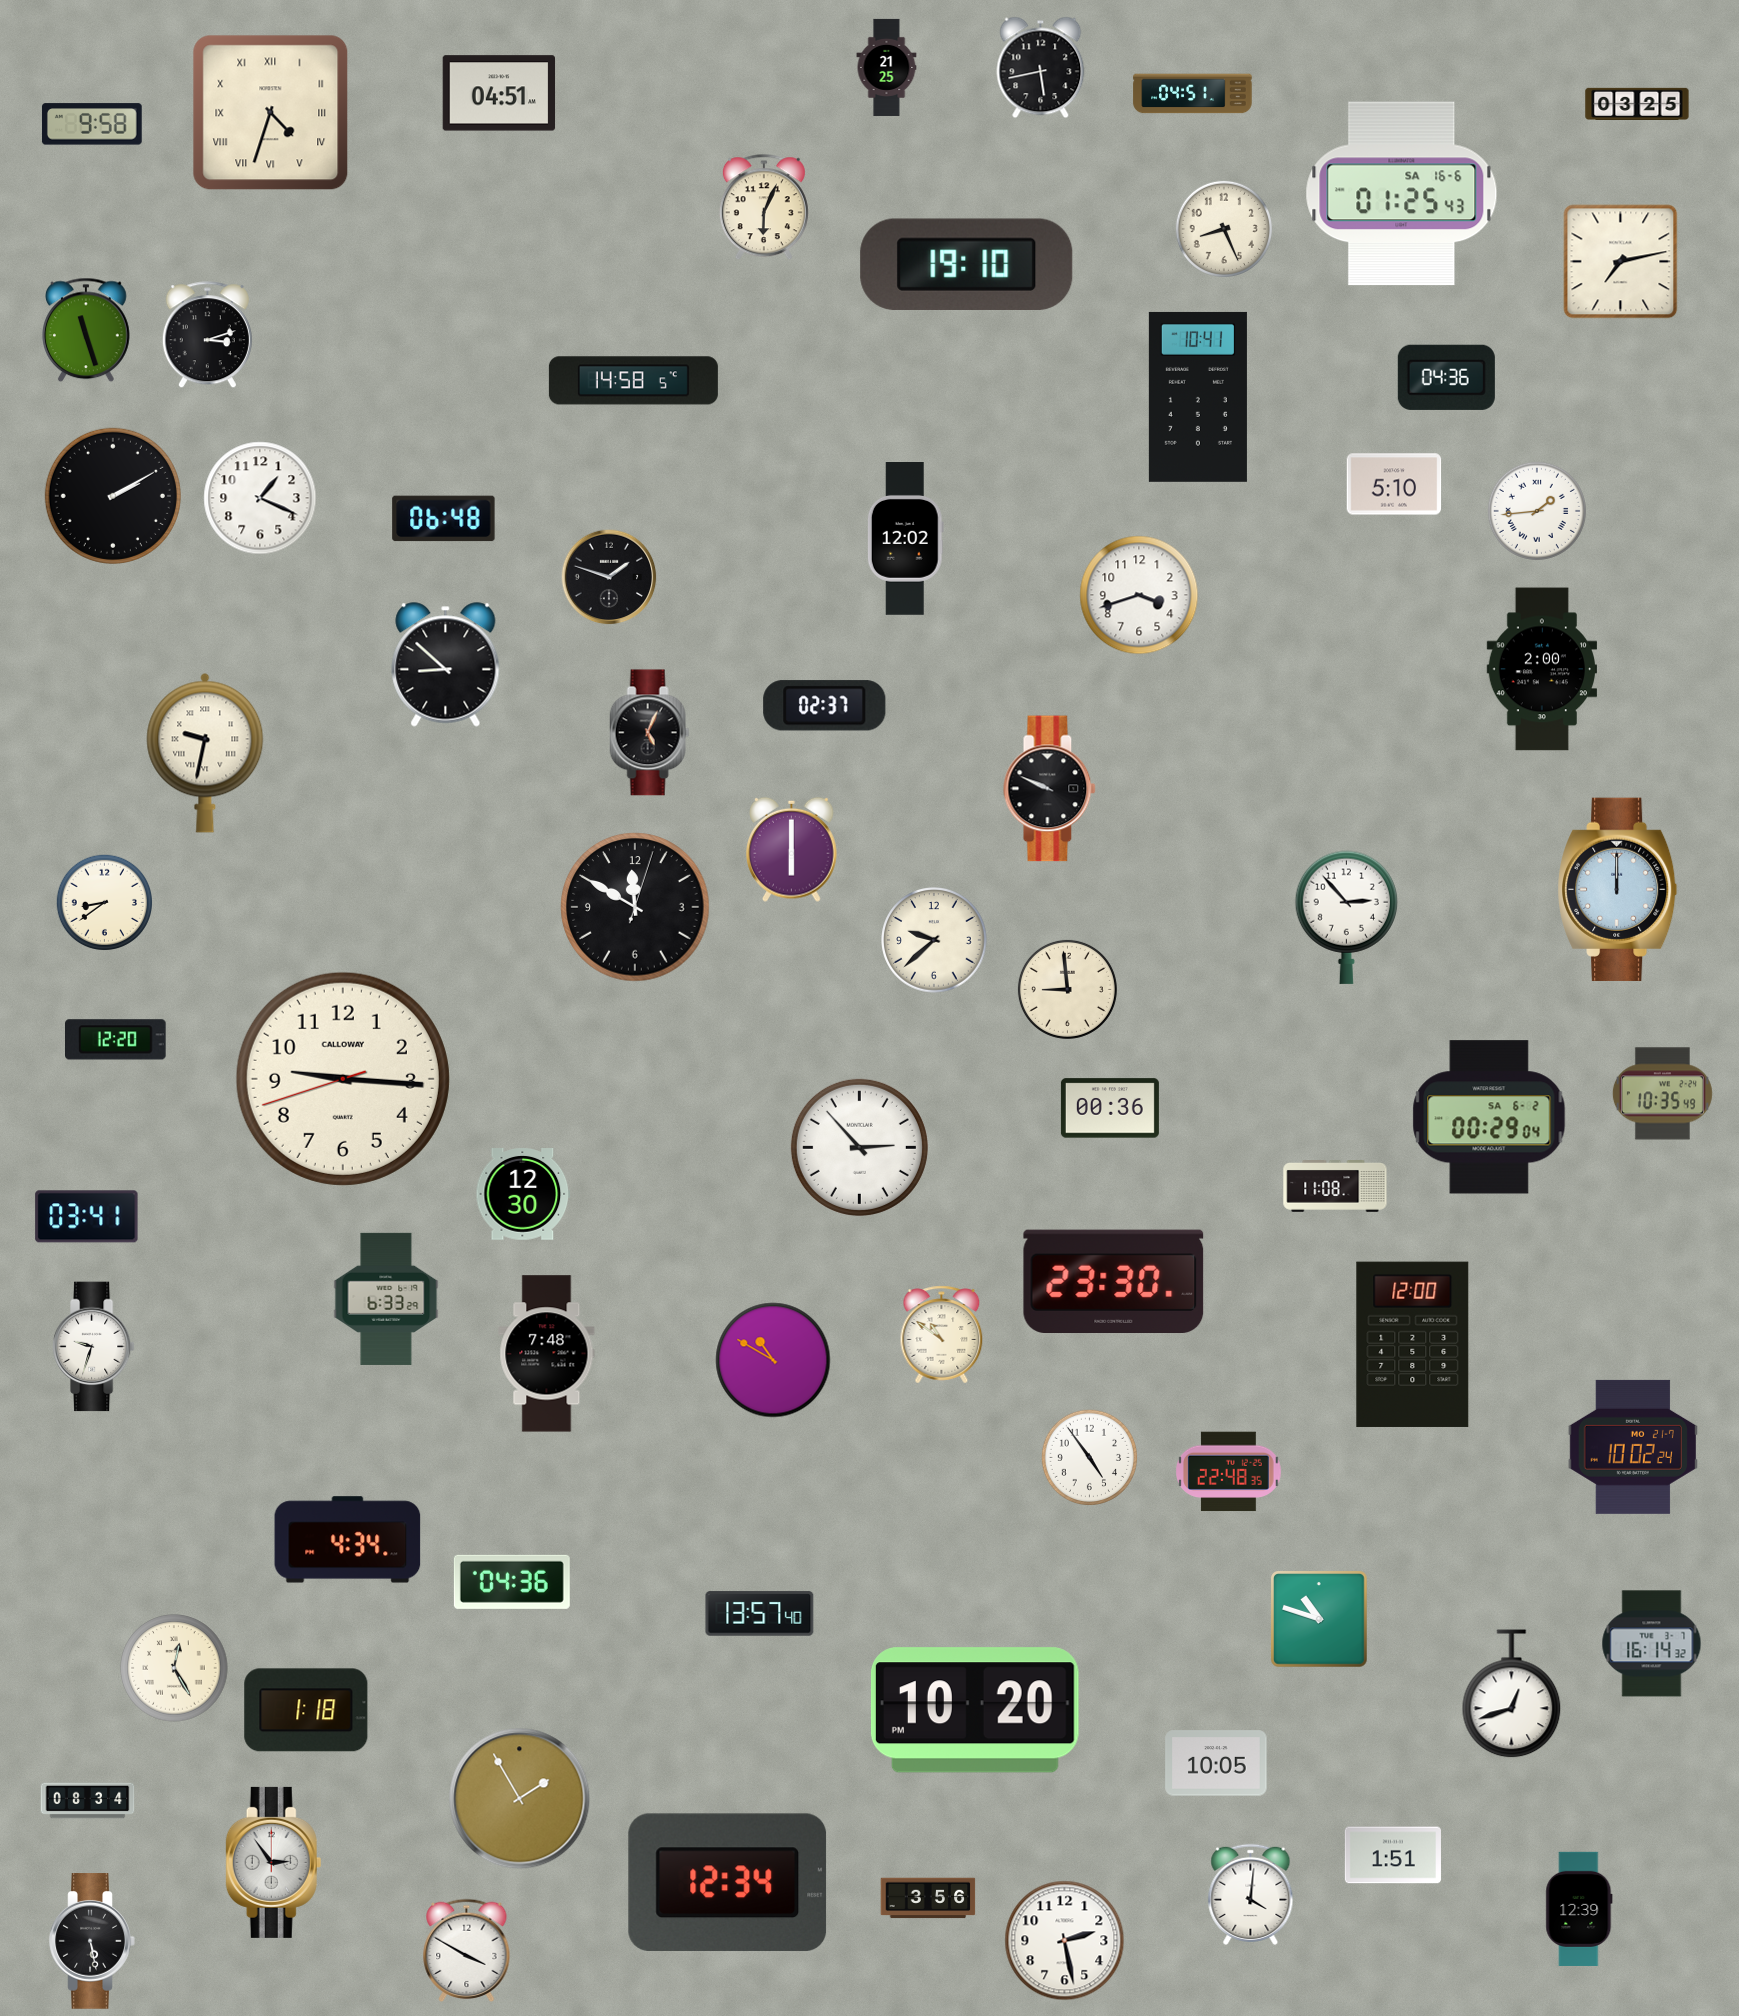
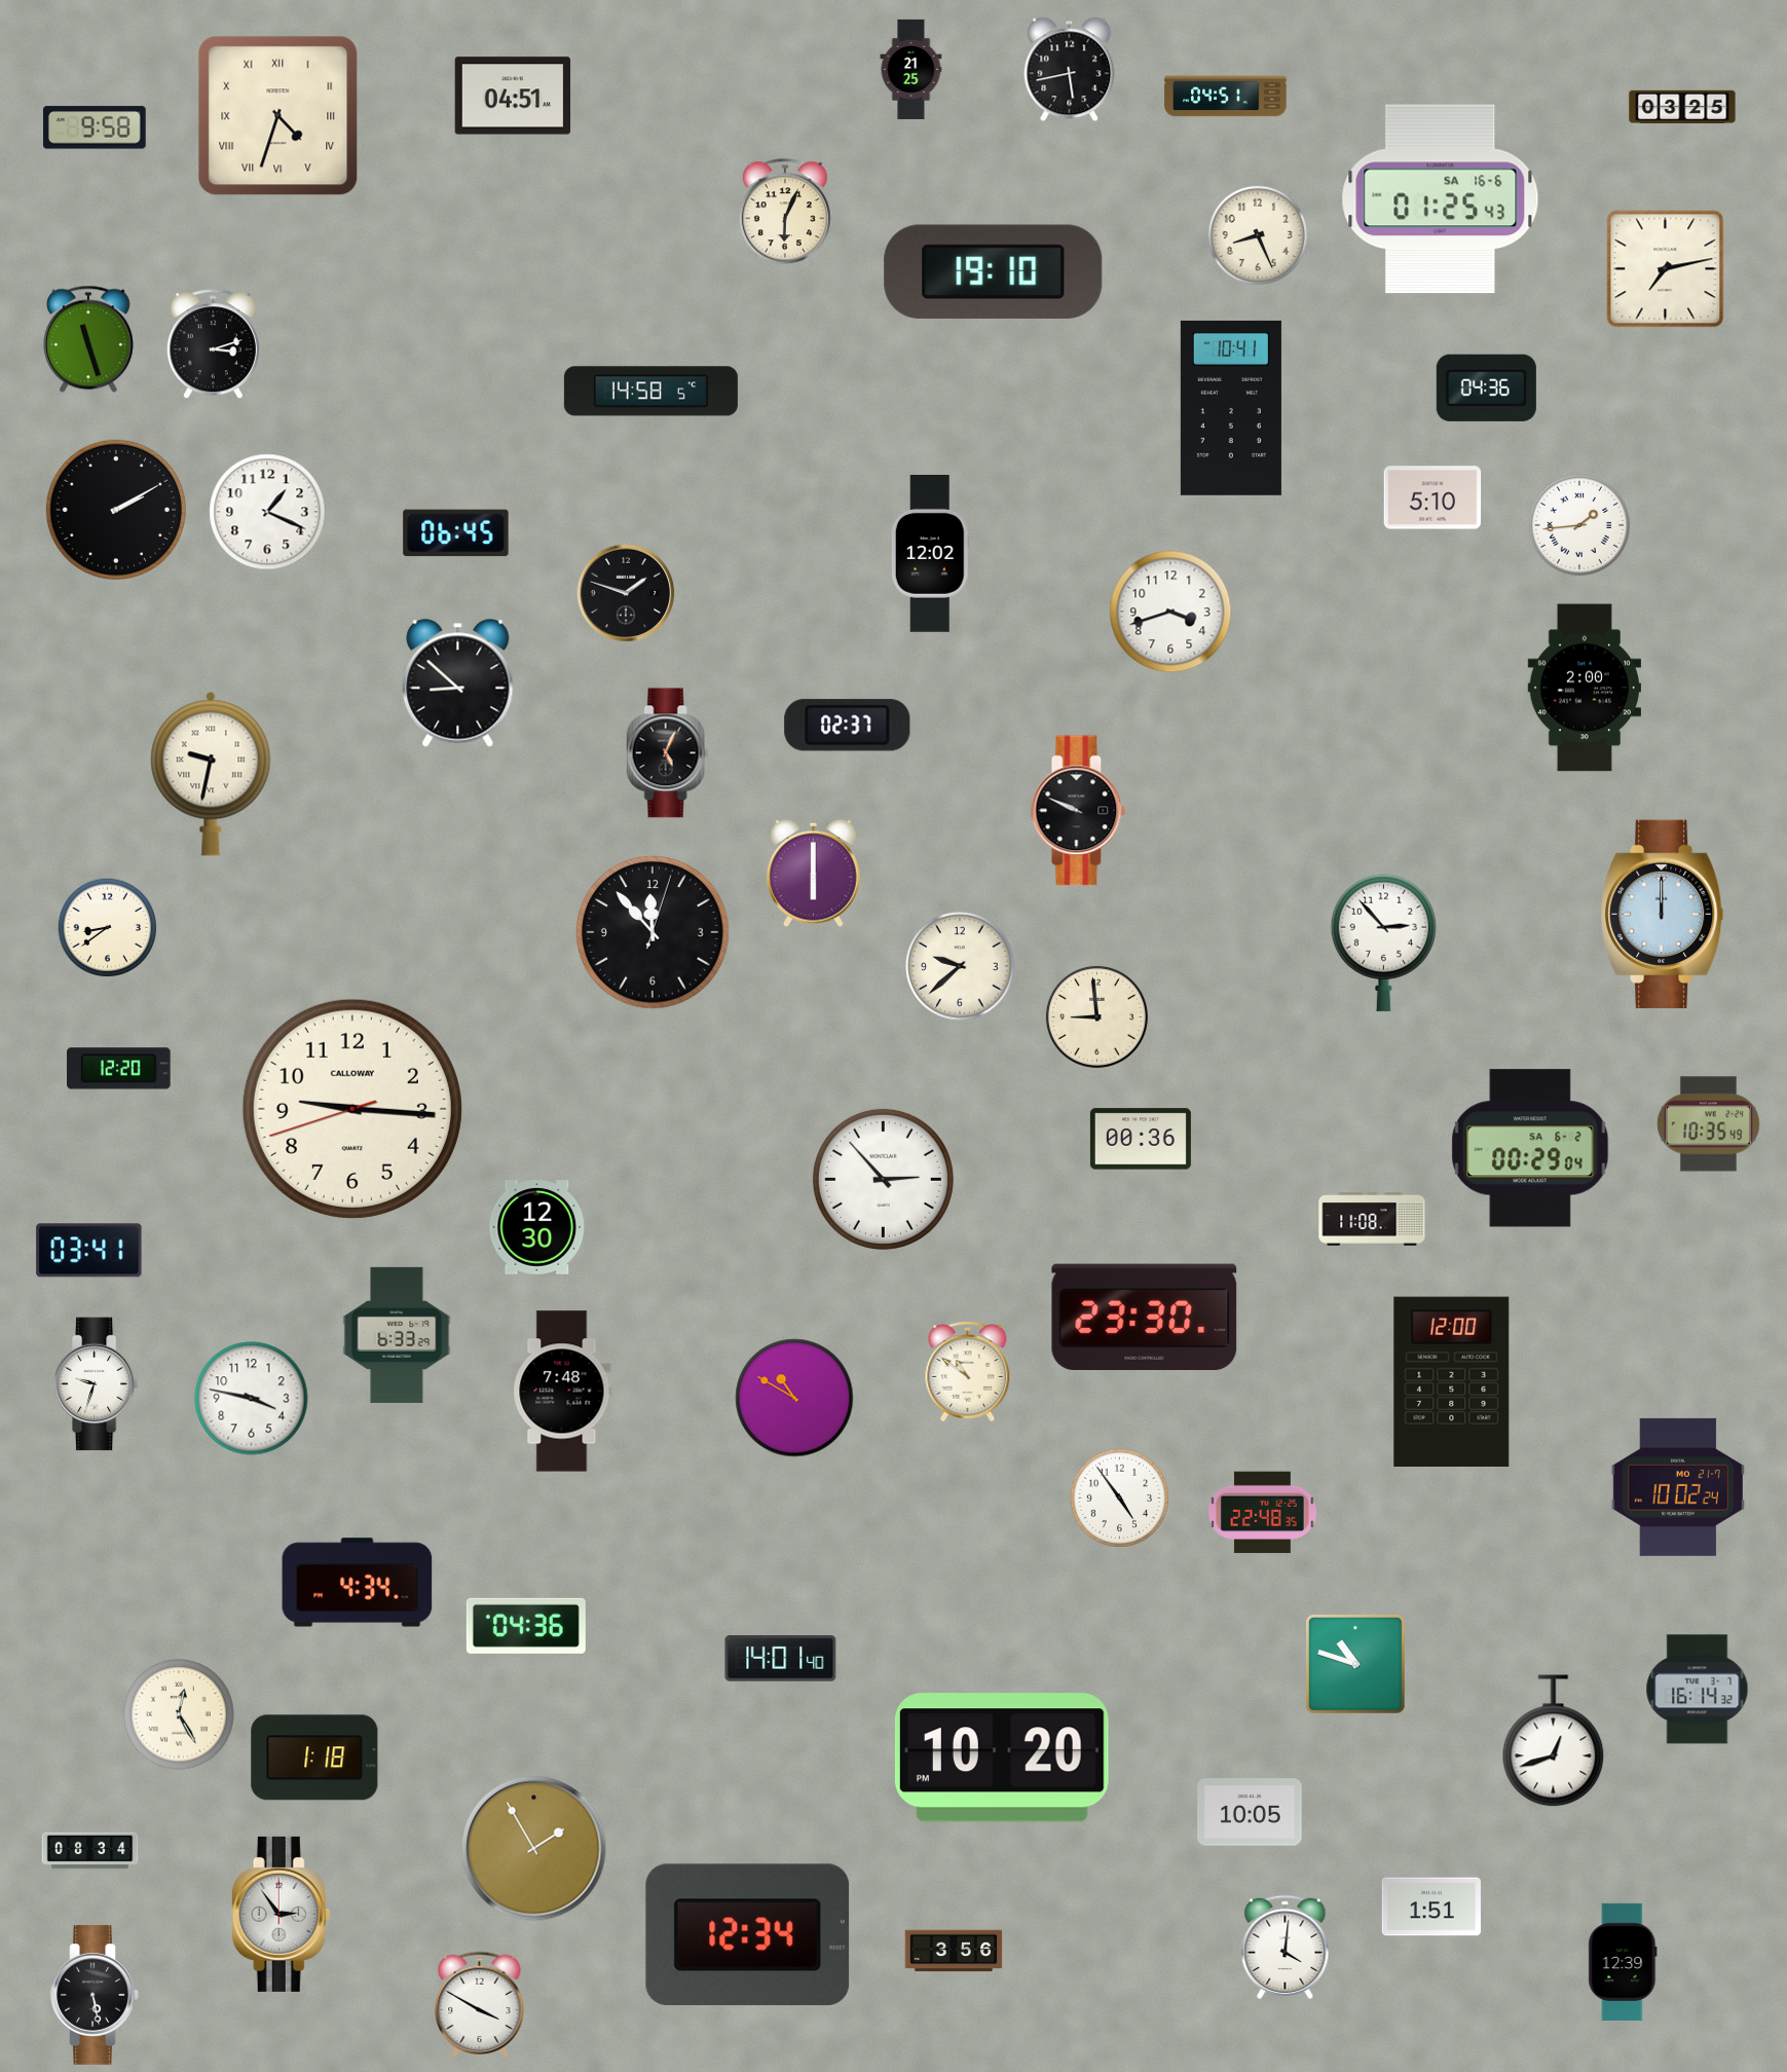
clock at (444, 519): 06:48 -> 06:45
clock at (635, 907): 11:50 -> 11:53
clock at (252, 1399): none -> 3:47
clock at (760, 1614): 13:57 -> 14:01
clock at (1065, 1941): 2:28 -> none
